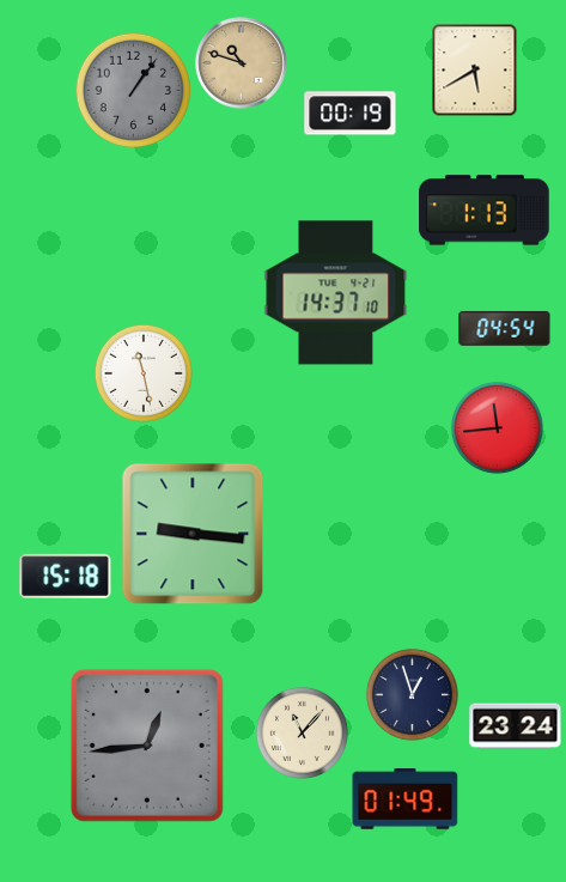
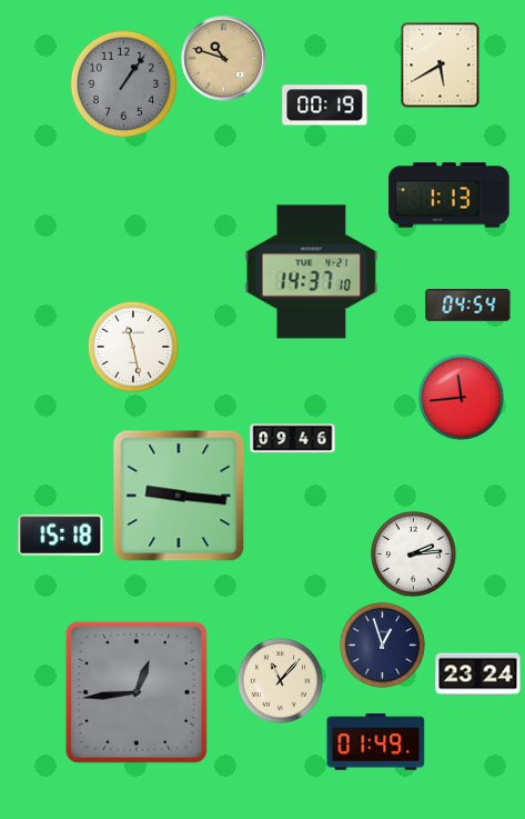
clock at (293, 439): none -> 09:46
clock at (413, 553): none -> 2:14
